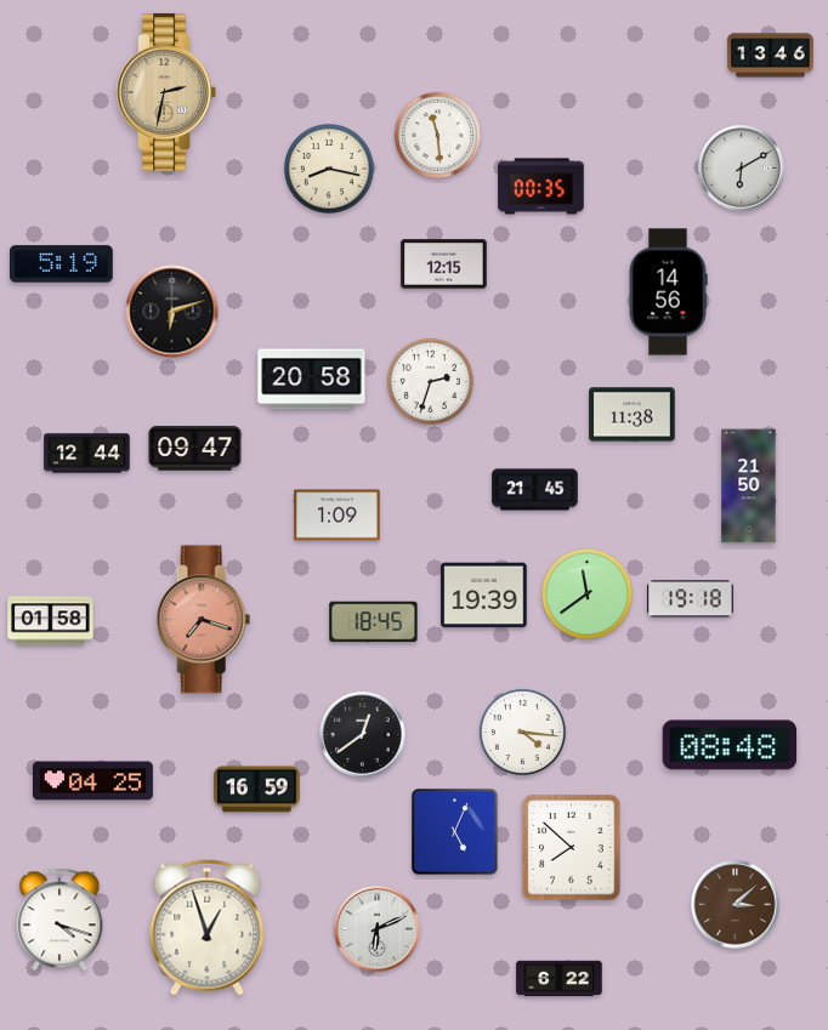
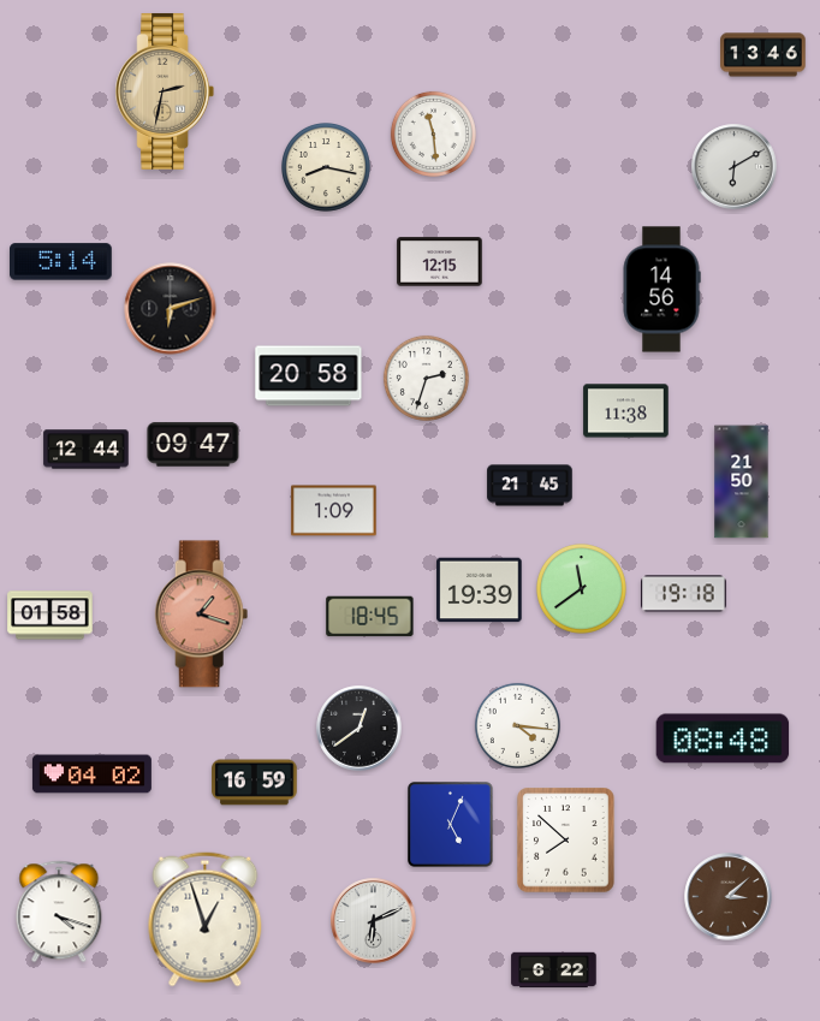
clock at (541, 187): 00:35 -> none
clock at (62, 264): 5:19 -> 5:14
clock at (204, 620): 7:18 -> 1:18
clock at (92, 781): 04:25 -> 04:02
